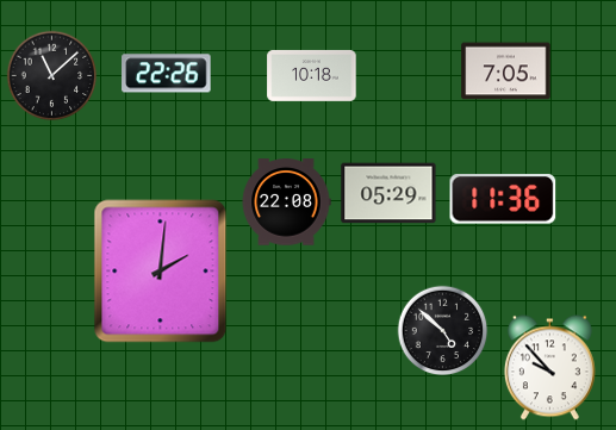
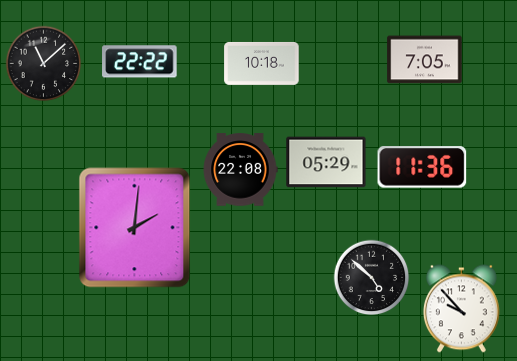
clock at (167, 74): 22:26 -> 22:22
